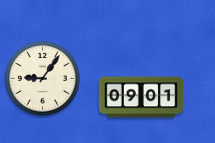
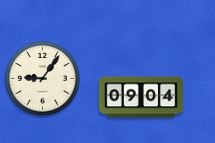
clock at (141, 97): 09:01 -> 09:04
